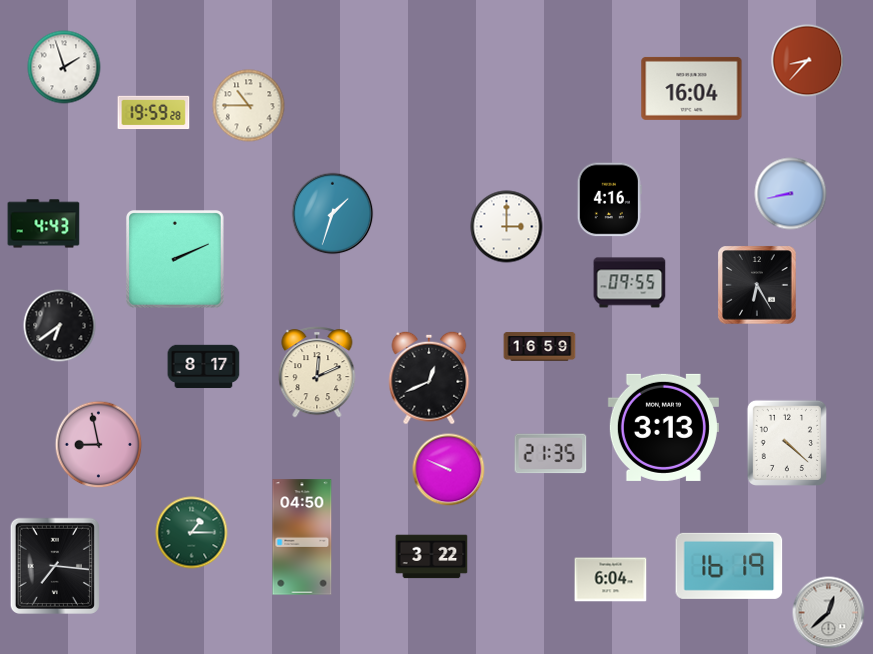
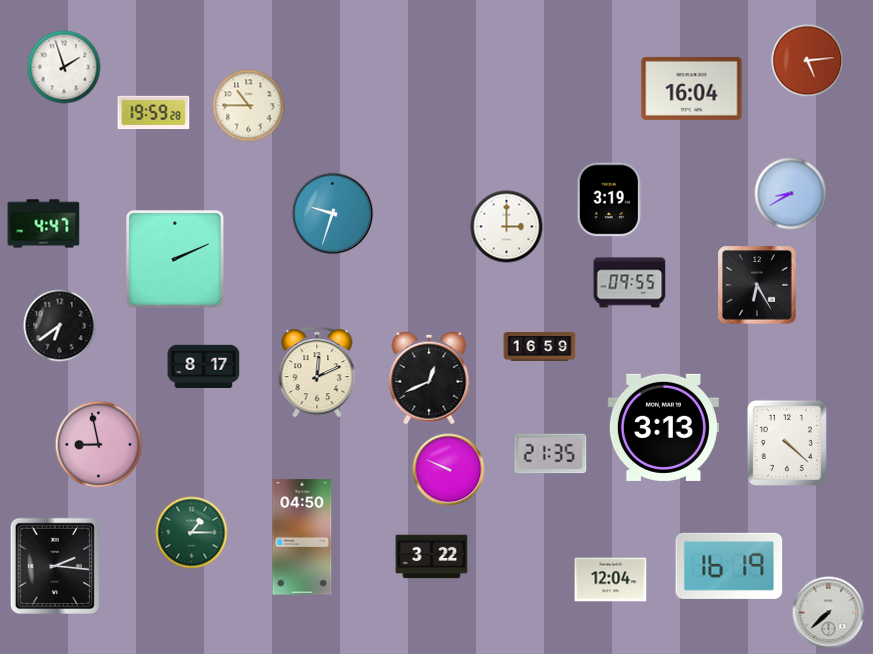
clock at (808, 61): 8:37 -> 5:14
clock at (791, 194): 8:43 -> 8:40
clock at (609, 200): 4:16 -> 3:19
clock at (333, 214): 1:33 -> 9:33
clock at (44, 224): 4:43 -> 4:47
clock at (55, 566): 7:16 -> 2:16
clock at (611, 580): 6:04 -> 12:04
clock at (829, 613): 12:38 -> 7:38
